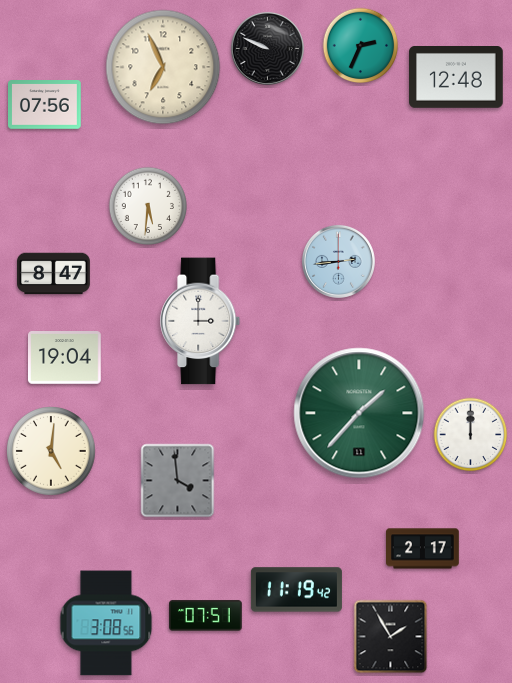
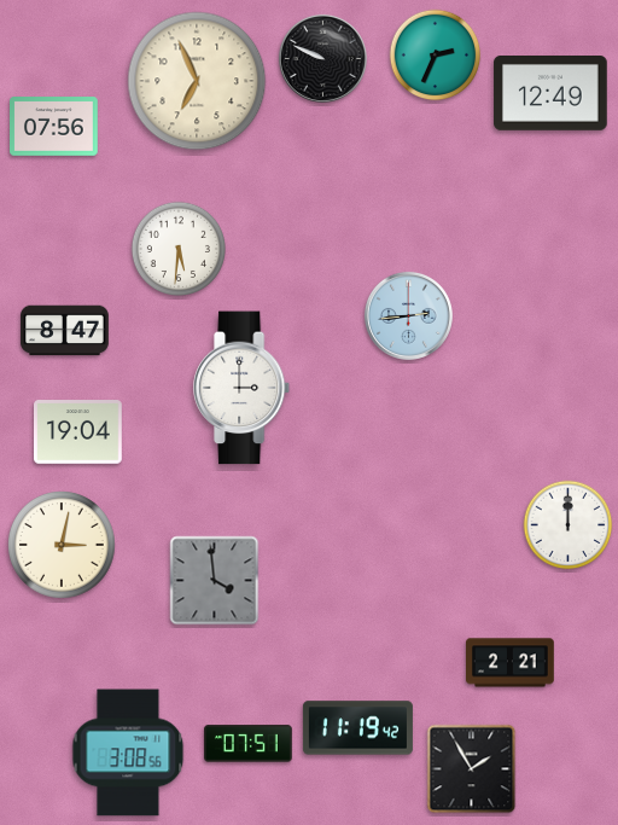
clock at (456, 78): 12:48 -> 12:49
clock at (359, 413): 1:37 -> none
clock at (51, 451): 5:01 -> 3:02
clock at (423, 549): 2:17 -> 2:21
clock at (296, 590) position: (296, 590) -> (357, 728)
